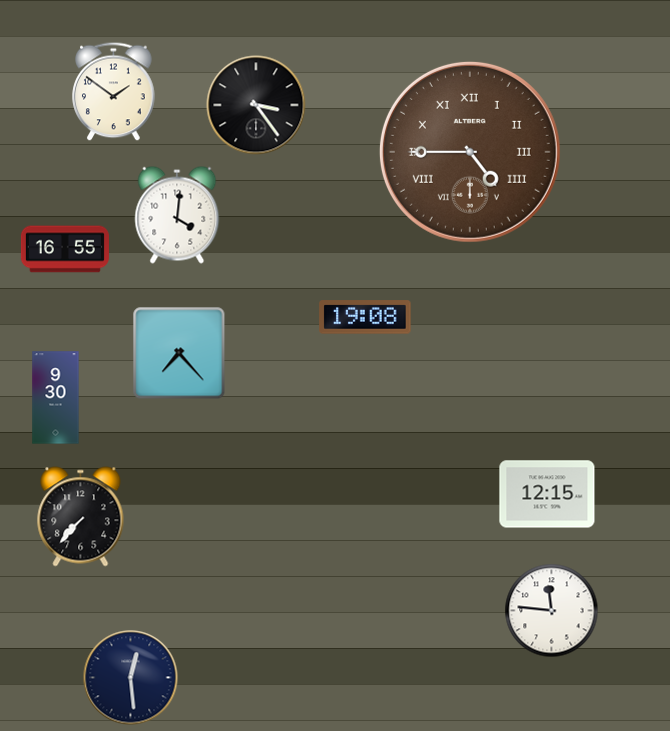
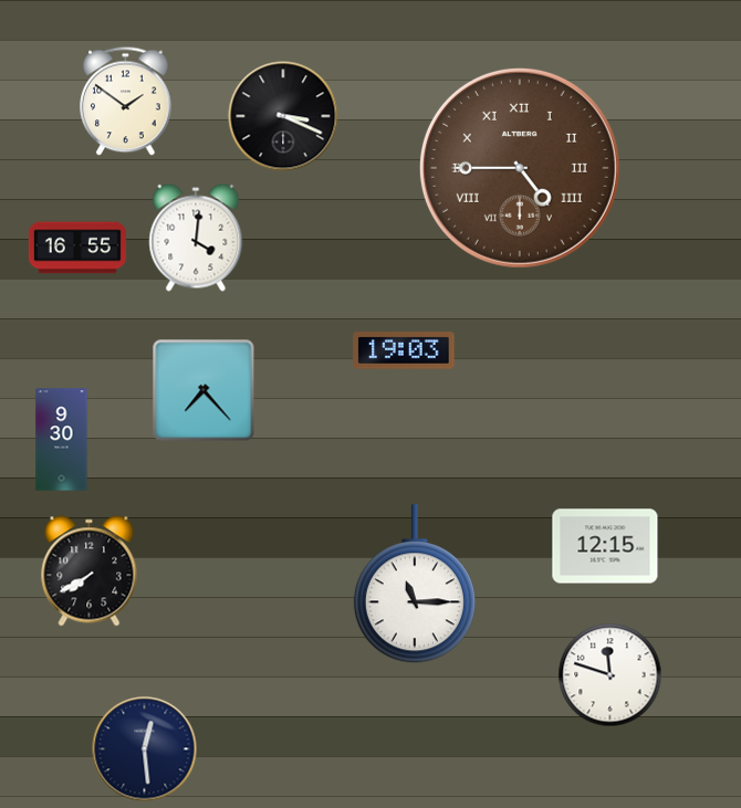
clock at (256, 105): 3:24 -> 3:19
clock at (65, 249) position: (65, 249) -> (77, 248)
clock at (365, 317): 19:08 -> 19:03
clock at (179, 353) position: (179, 353) -> (203, 390)
clock at (81, 517): 7:37 -> 7:40
clock at (415, 585): none -> 11:15
clock at (552, 611): 11:46 -> 11:48
